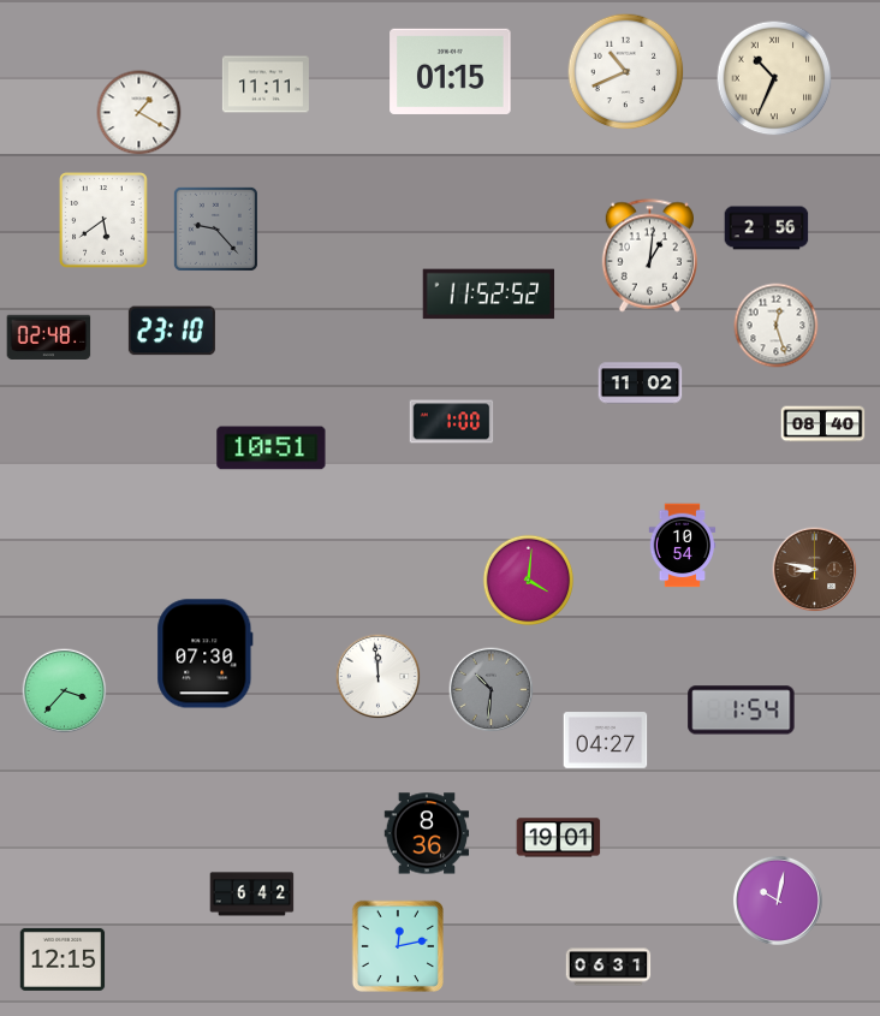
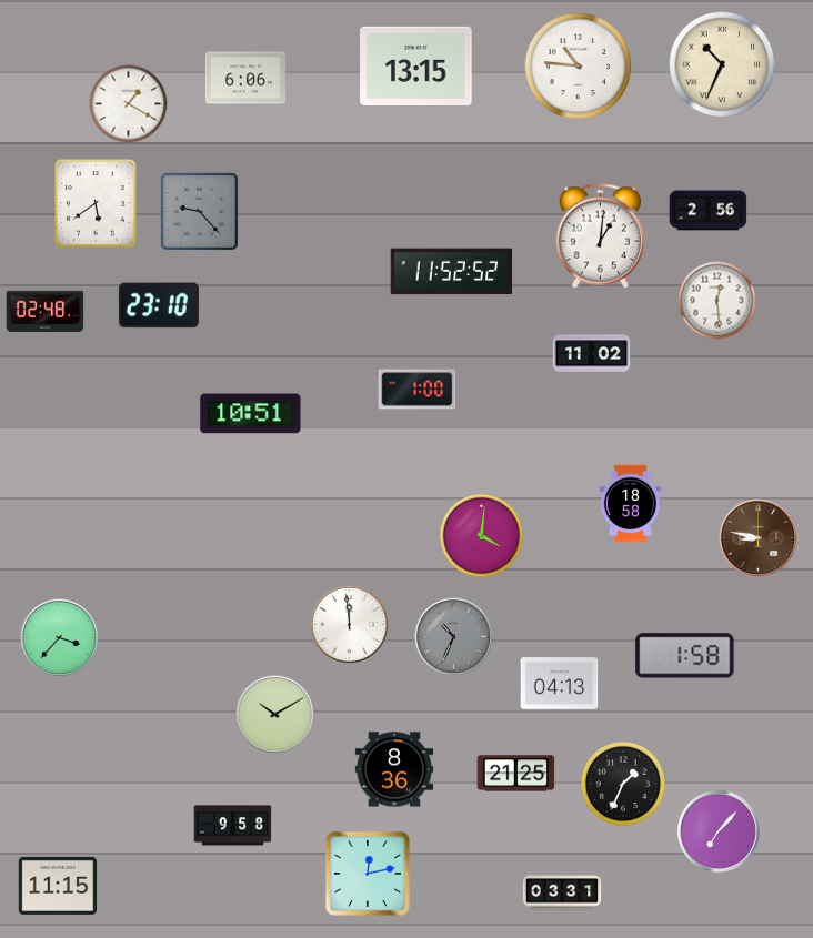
clock at (451, 71): 01:15 -> 13:15
clock at (626, 72): 10:41 -> 10:46
clock at (774, 78) position: (774, 78) -> (722, 64)
clock at (266, 84): 11:11 -> 6:06
clock at (777, 326): 12:27 -> 12:29
clock at (823, 424): 08:40 -> none
clock at (683, 546): 10:54 -> 18:58
clock at (815, 570) position: (815, 570) -> (759, 538)
clock at (529, 581) position: (529, 581) -> (482, 536)
clock at (206, 654): 07:30 -> none
clock at (492, 690): 10:31 -> 10:34
clock at (742, 711): 1:54 -> 1:58
clock at (606, 741): 04:27 -> 04:13
clock at (275, 715): none -> 10:10
clock at (559, 838): 19:01 -> 21:25
clock at (622, 783): none -> 1:34
clock at (252, 895): 6:42 -> 9:58
clock at (778, 901): 10:02 -> 7:07
clock at (63, 959): 12:15 -> 11:15
clock at (608, 967): 06:31 -> 03:31
